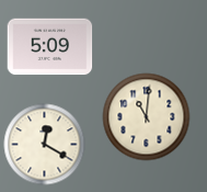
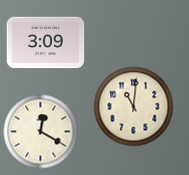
clock at (50, 47): 5:09 -> 3:09
